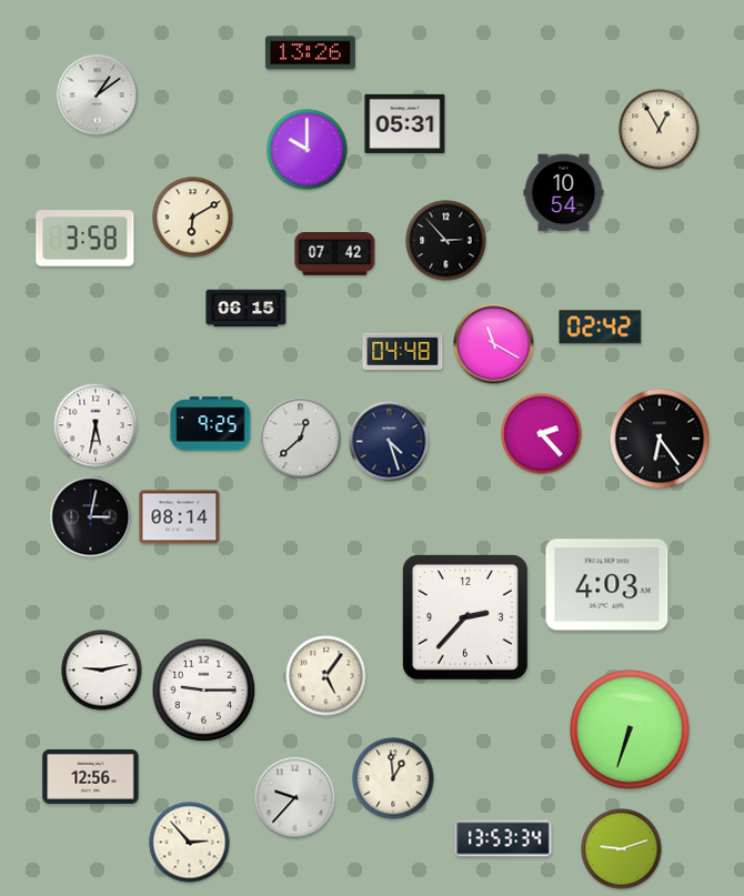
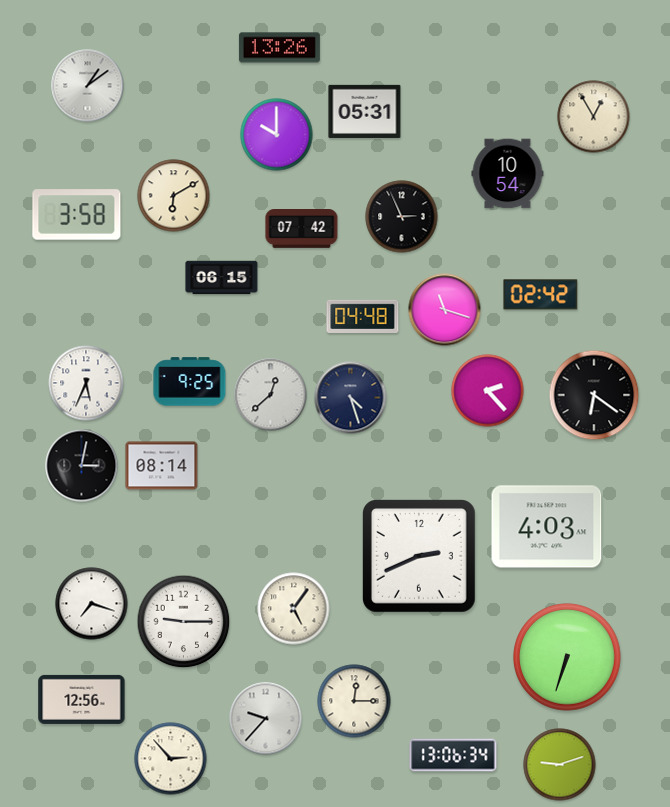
clock at (446, 241): 2:53 -> 2:56
clock at (494, 344): 11:20 -> 11:18
clock at (95, 425): 5:32 -> 5:34
clock at (660, 439): 6:24 -> 6:21
clock at (466, 618): 2:37 -> 2:41
clock at (102, 671): 9:13 -> 7:18
clock at (393, 778): 12:59 -> 12:15
clock at (503, 838): 13:53 -> 13:06
